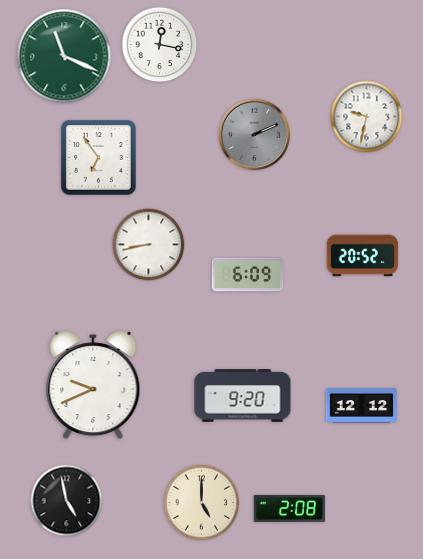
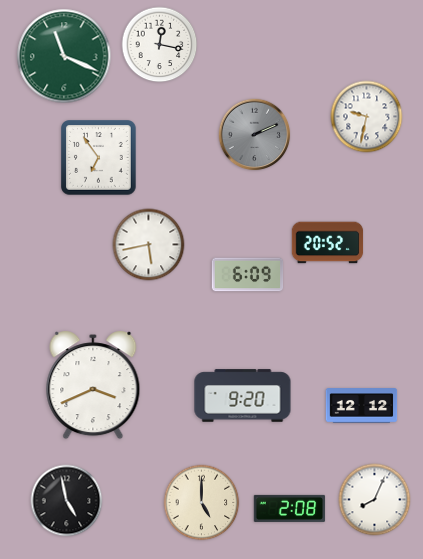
clock at (149, 245): 8:43 -> 5:43
clock at (363, 256) position: (363, 256) -> (328, 243)
clock at (93, 385): 9:41 -> 3:41
clock at (375, 500): none -> 8:04
